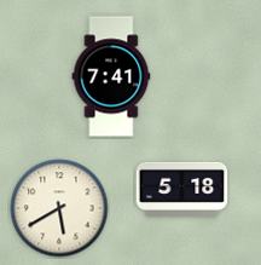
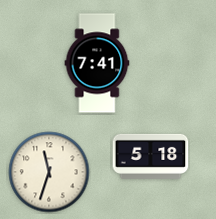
clock at (111, 76) position: (111, 76) -> (97, 63)
clock at (59, 208): 5:40 -> 11:33
